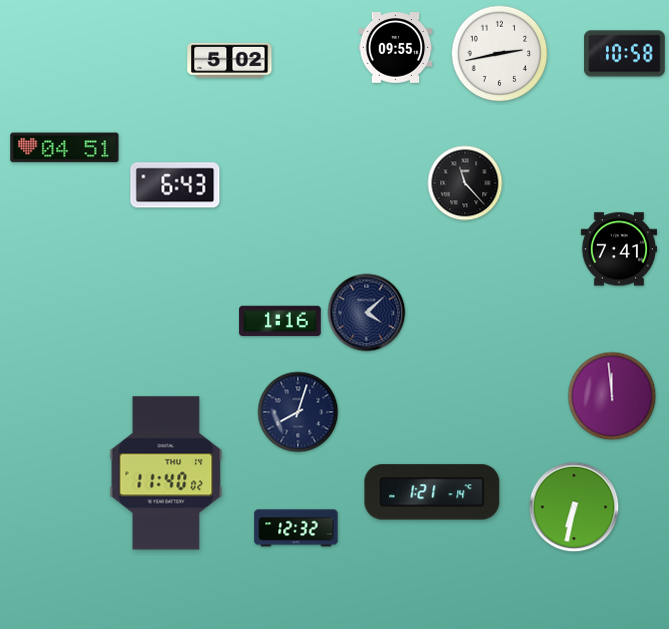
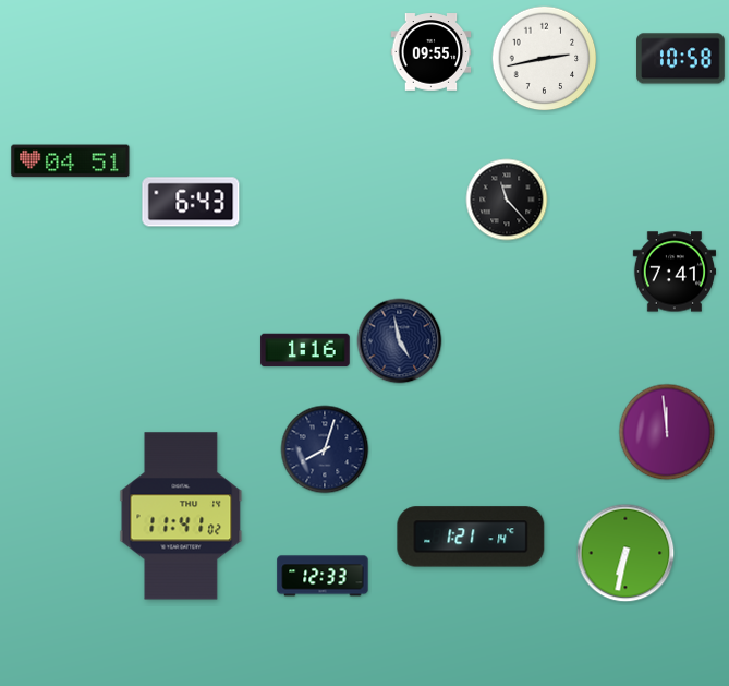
clock at (230, 61): 5:02 -> none
clock at (367, 313): 4:08 -> 4:58
clock at (166, 473): 11:40 -> 11:41
clock at (296, 528): 12:32 -> 12:33
